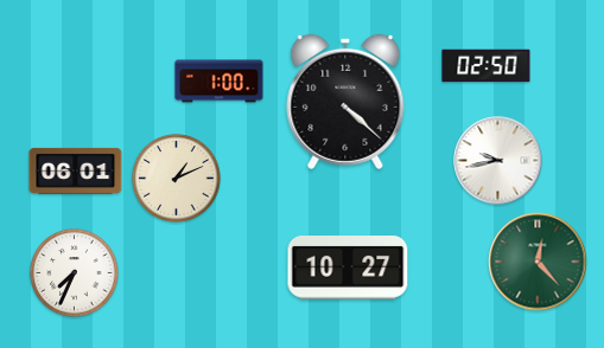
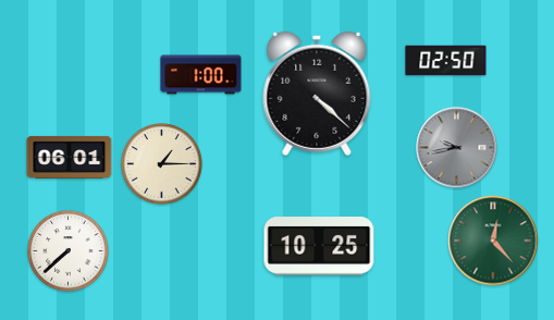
clock at (498, 161) dial: white -> grey
clock at (177, 179): 1:11 -> 1:15
clock at (348, 269): 10:27 -> 10:25
clock at (75, 273): 7:34 -> 7:38
